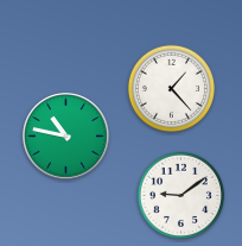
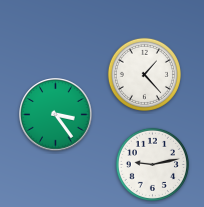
clock at (66, 137): 10:47 -> 3:24
clock at (180, 195): 9:09 -> 9:13
